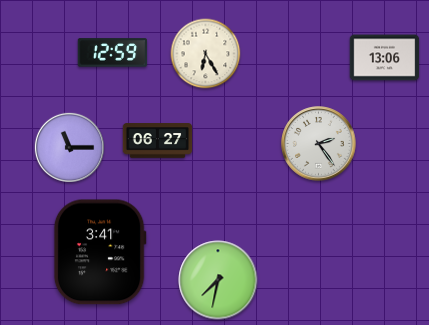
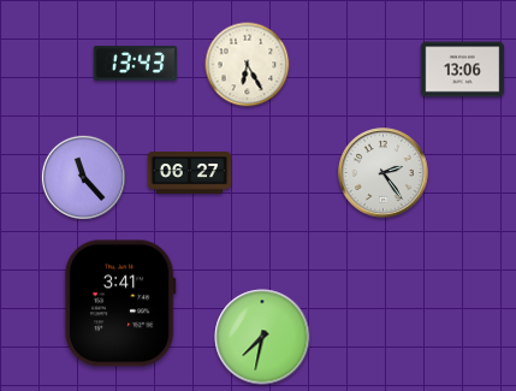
clock at (113, 53): 12:59 -> 13:43
clock at (158, 141) position: (158, 141) -> (190, 173)
clock at (69, 147): 11:15 -> 11:23
